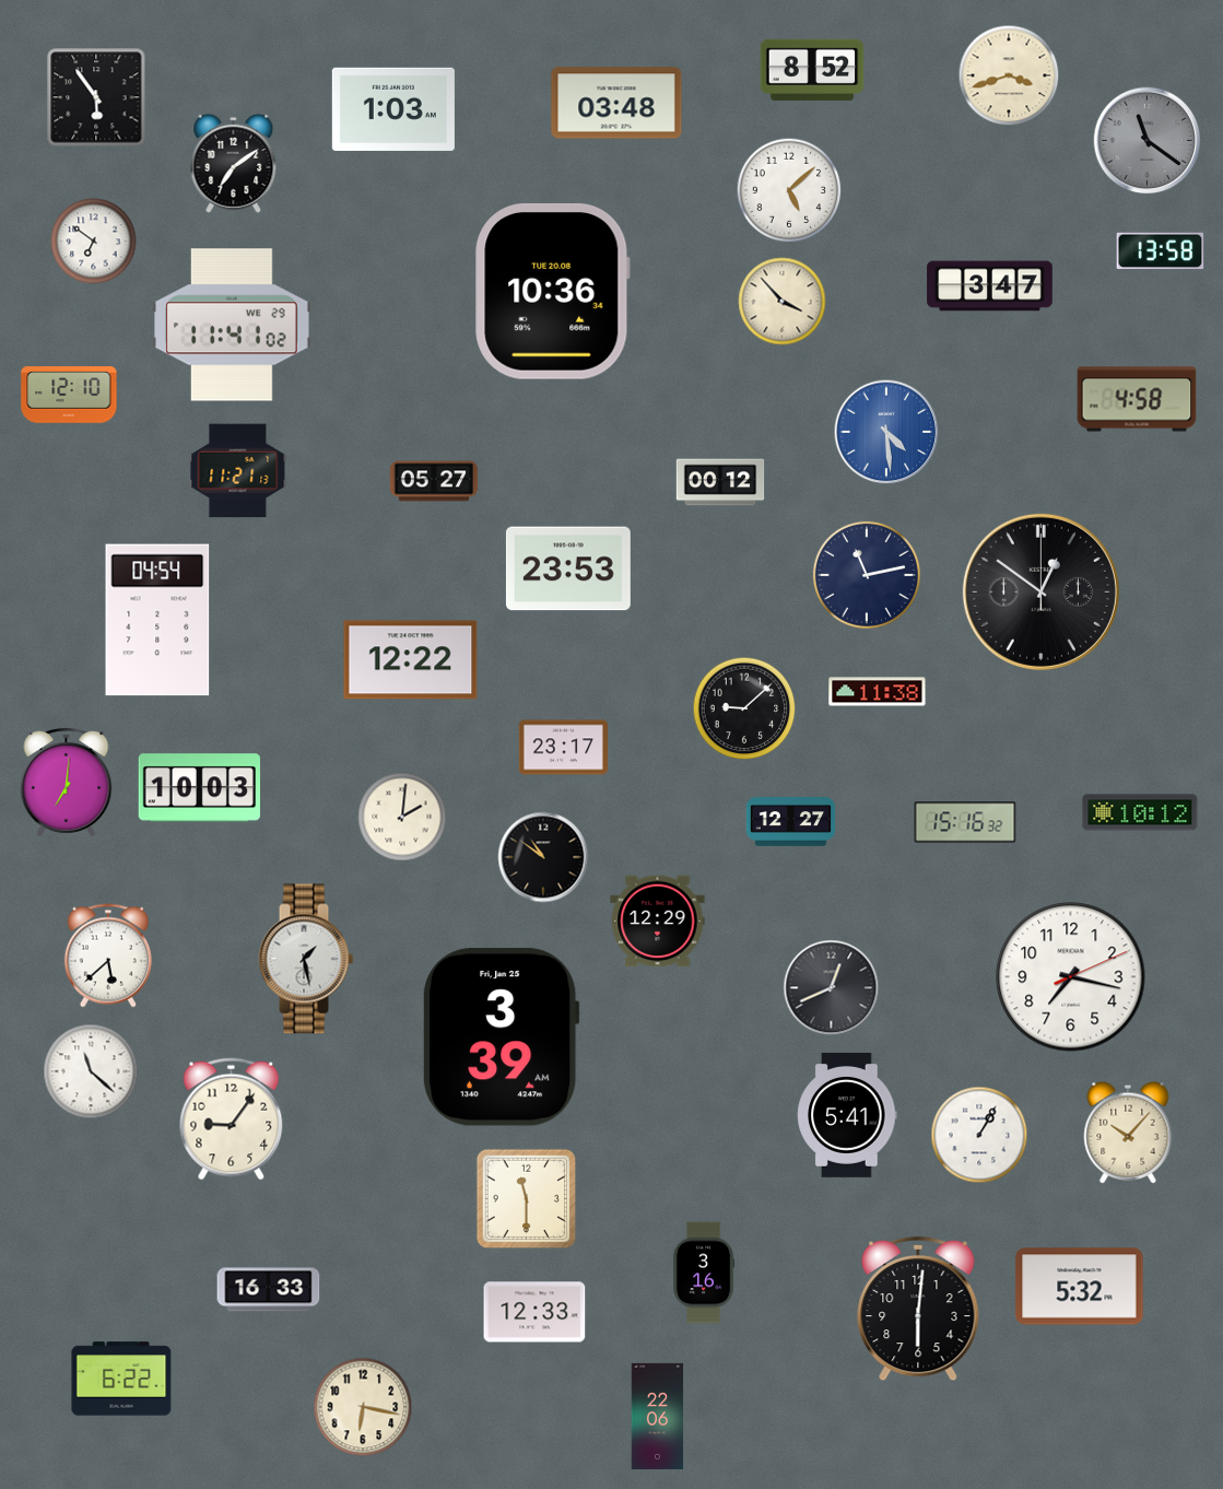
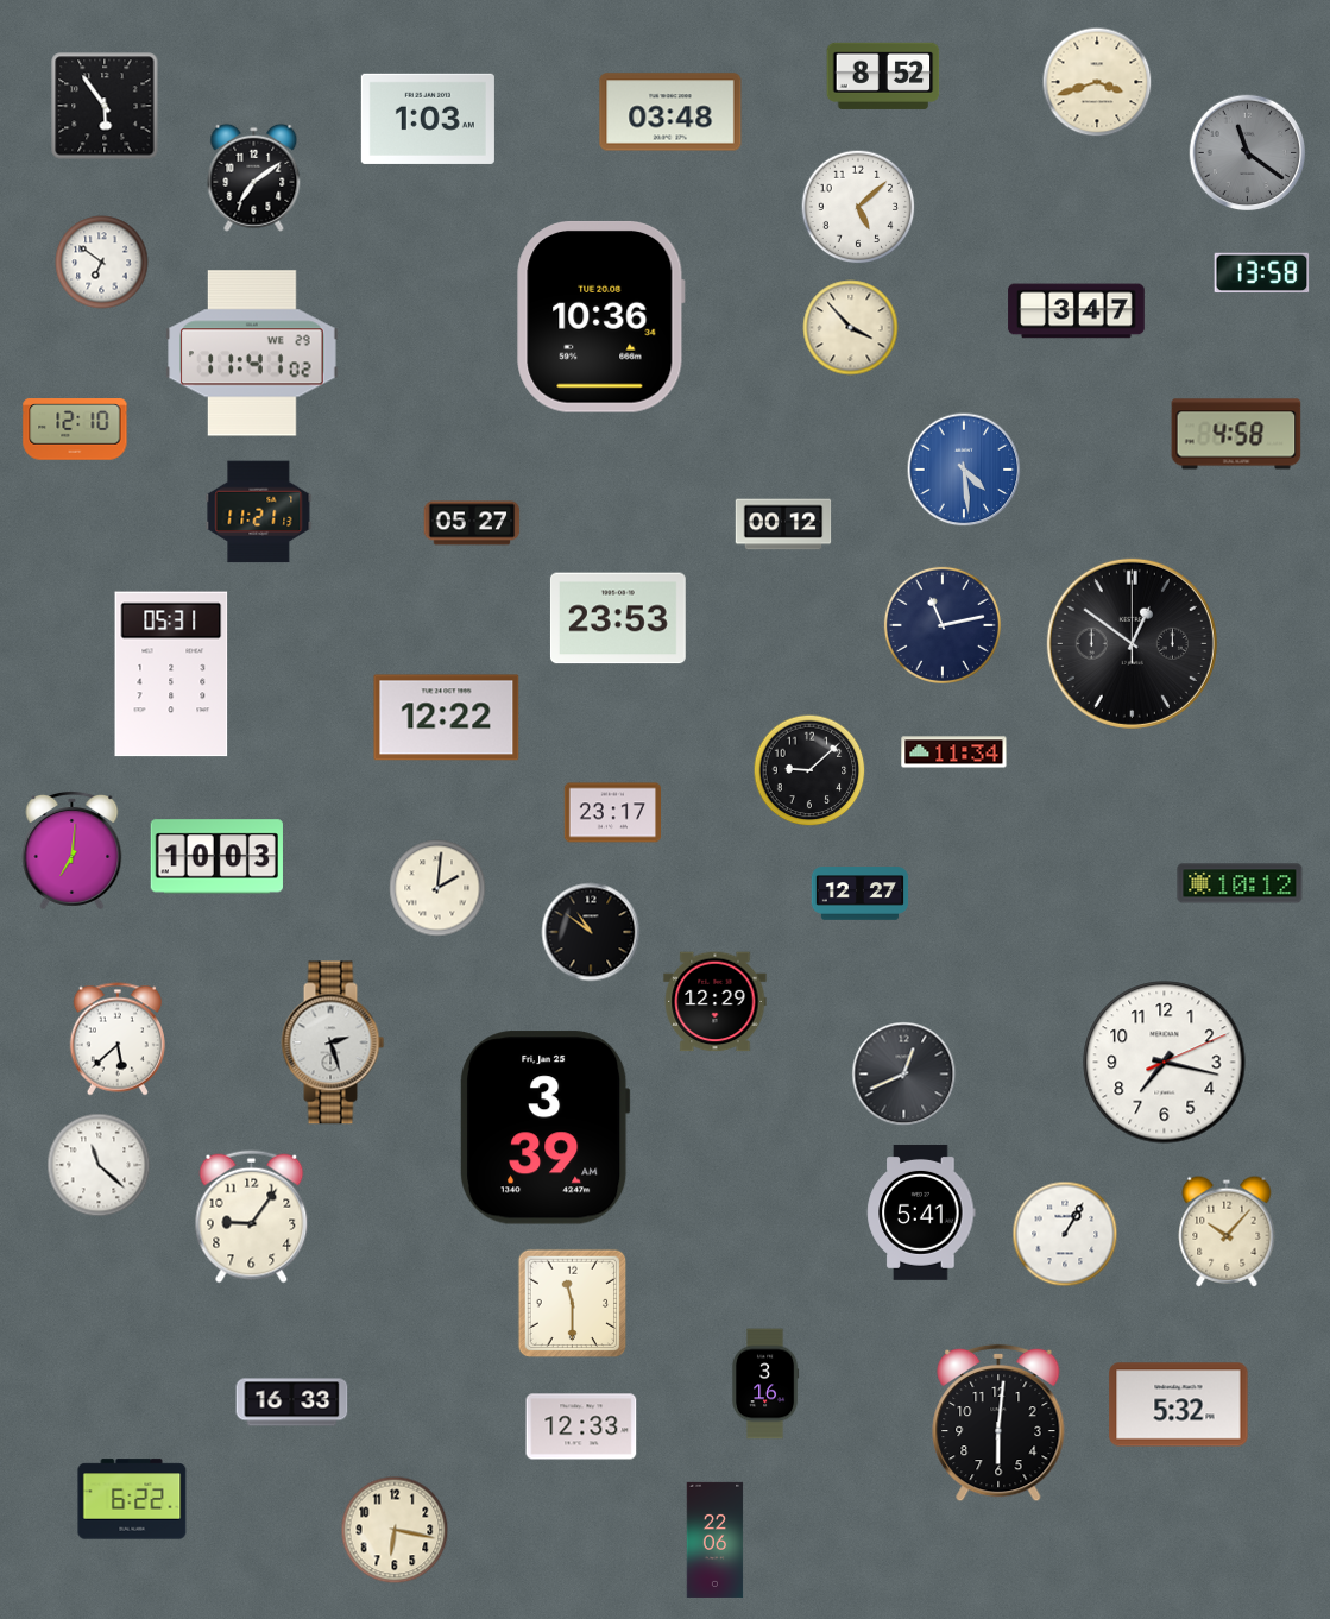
clock at (157, 620): 04:54 -> 05:31
clock at (878, 692): 11:38 -> 11:34
clock at (965, 822): 15:16 -> none
clock at (306, 959): 1:28 -> 2:27
clock at (1080, 1287) position: (1080, 1287) -> (1179, 1405)
